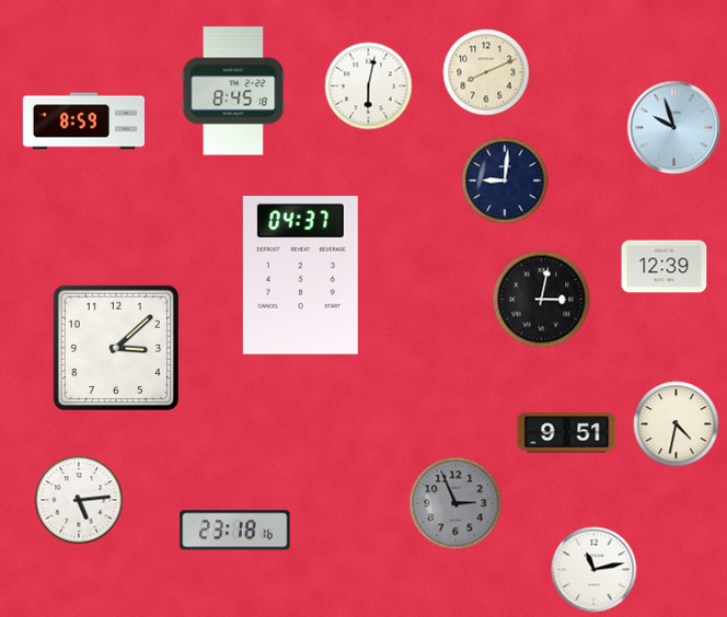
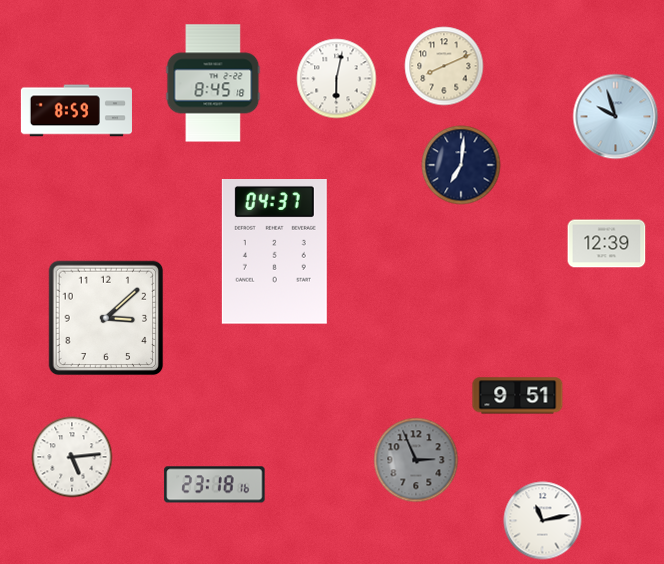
clock at (505, 181): 9:01 -> 7:01
clock at (542, 300): 3:02 -> none
clock at (677, 424): 4:32 -> none
